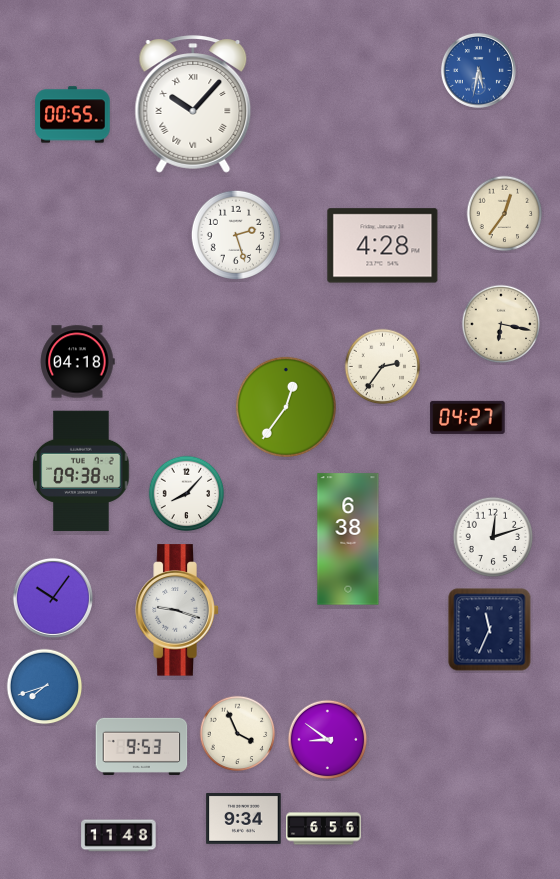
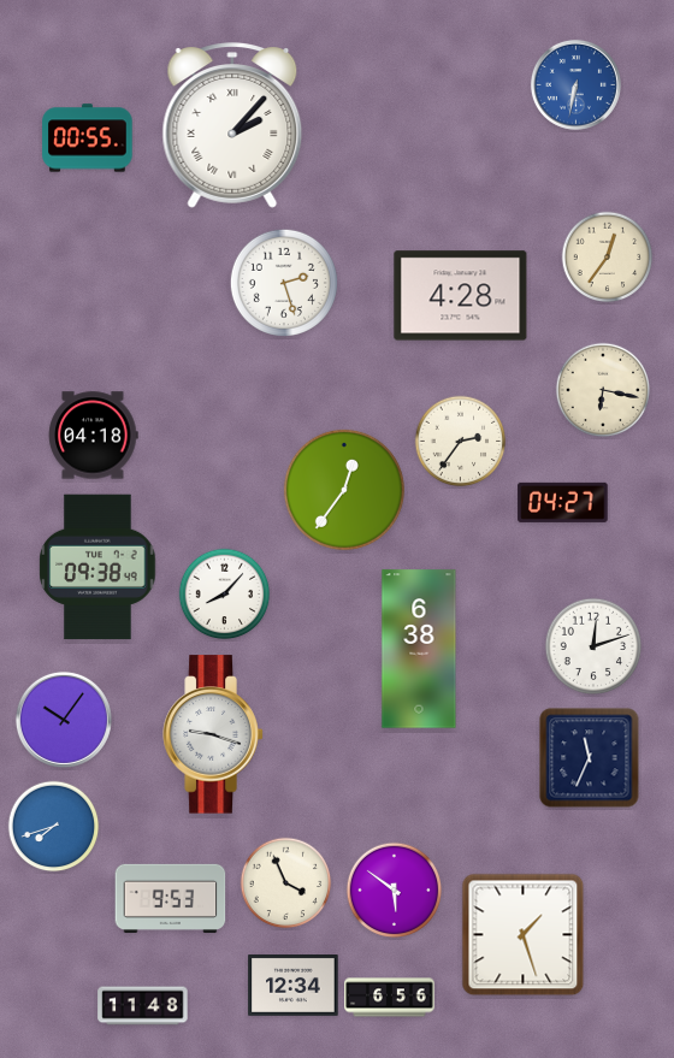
clock at (478, 70): 5:32 -> 6:32
clock at (193, 104): 10:07 -> 2:07
clock at (328, 740): 8:51 -> 5:51
clock at (524, 935): none -> 1:27
clock at (244, 819): 9:34 -> 12:34
